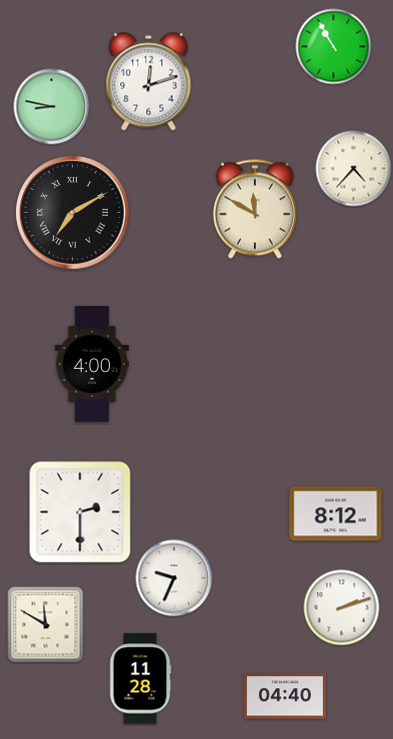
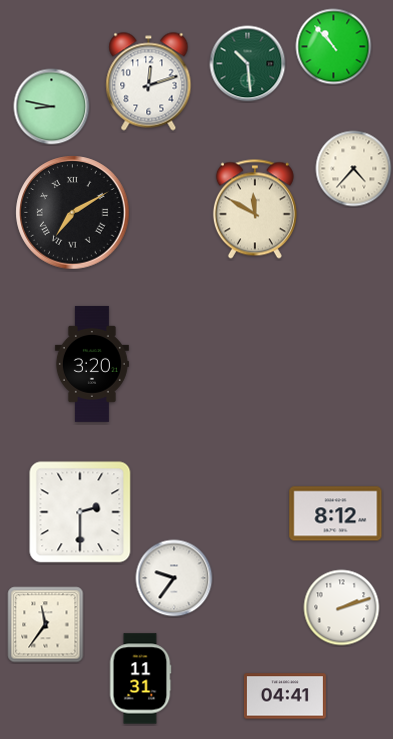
clock at (334, 47): 10:55 -> 10:53
clock at (248, 64): none -> 10:29
clock at (92, 364): 4:00 -> 3:20
clock at (174, 578): 9:34 -> 9:36
clock at (46, 625): 11:50 -> 11:36
clock at (140, 679): 11:28 -> 11:31
clock at (285, 696): 04:40 -> 04:41
